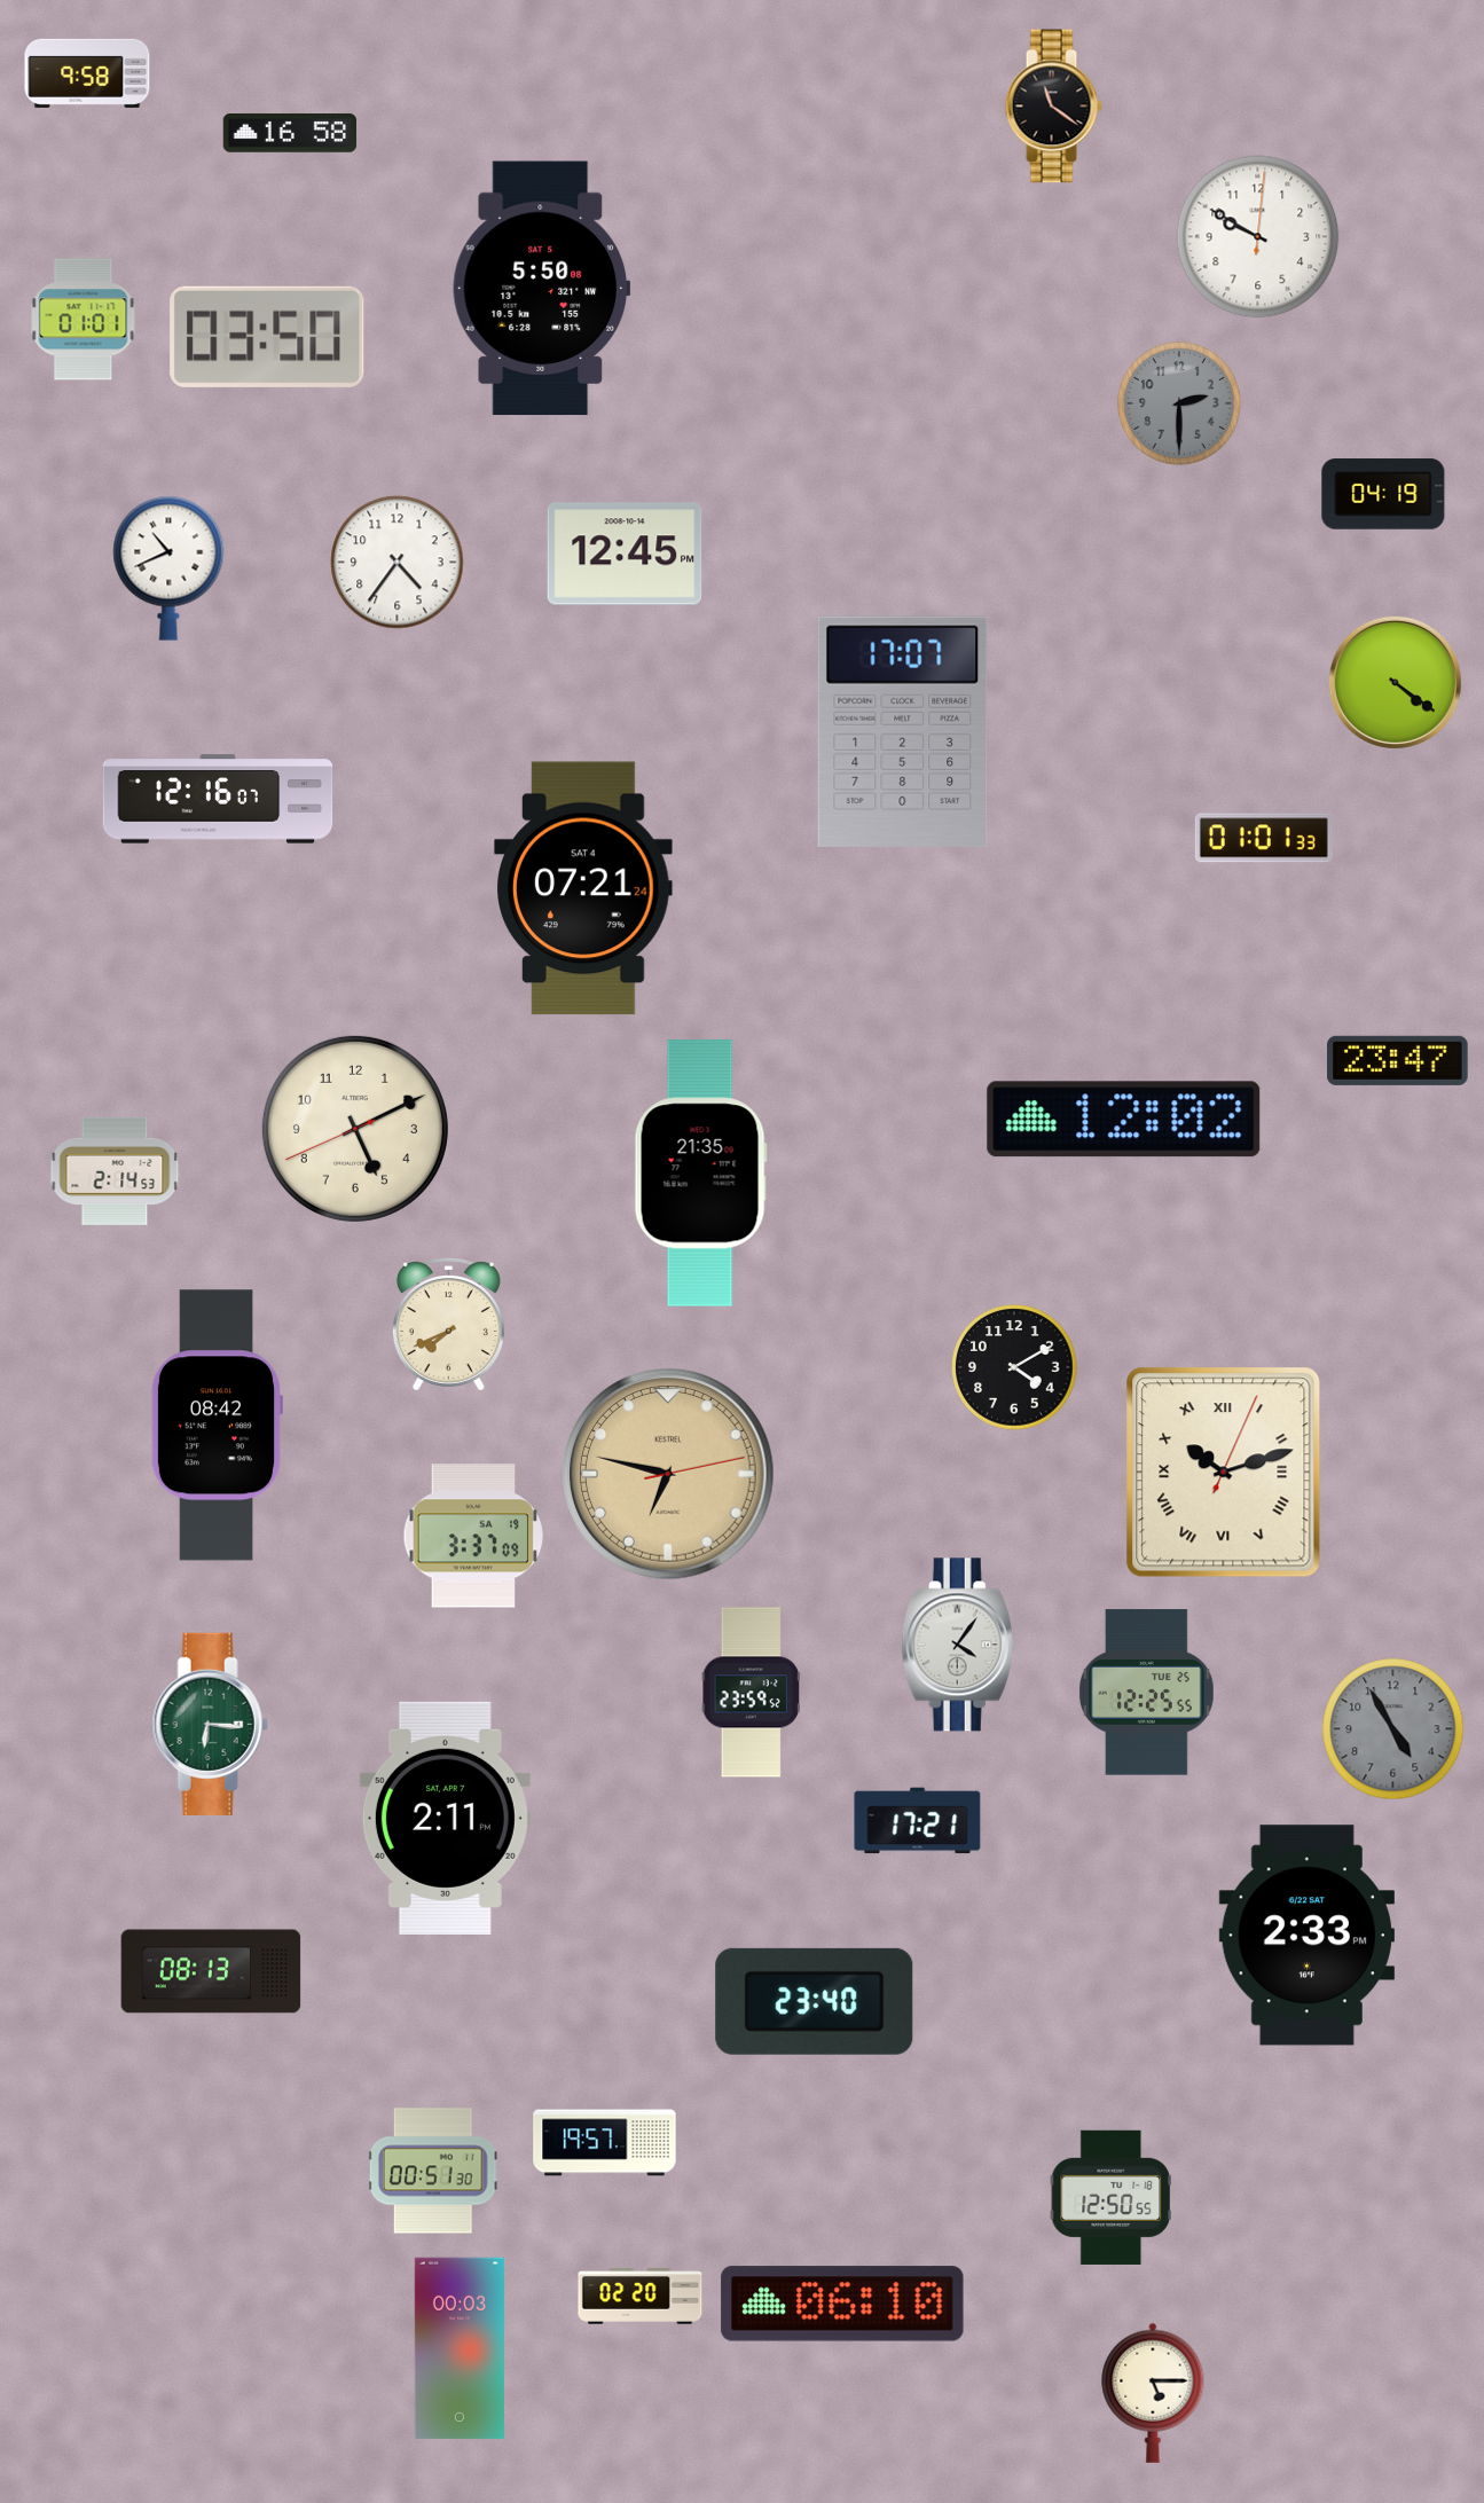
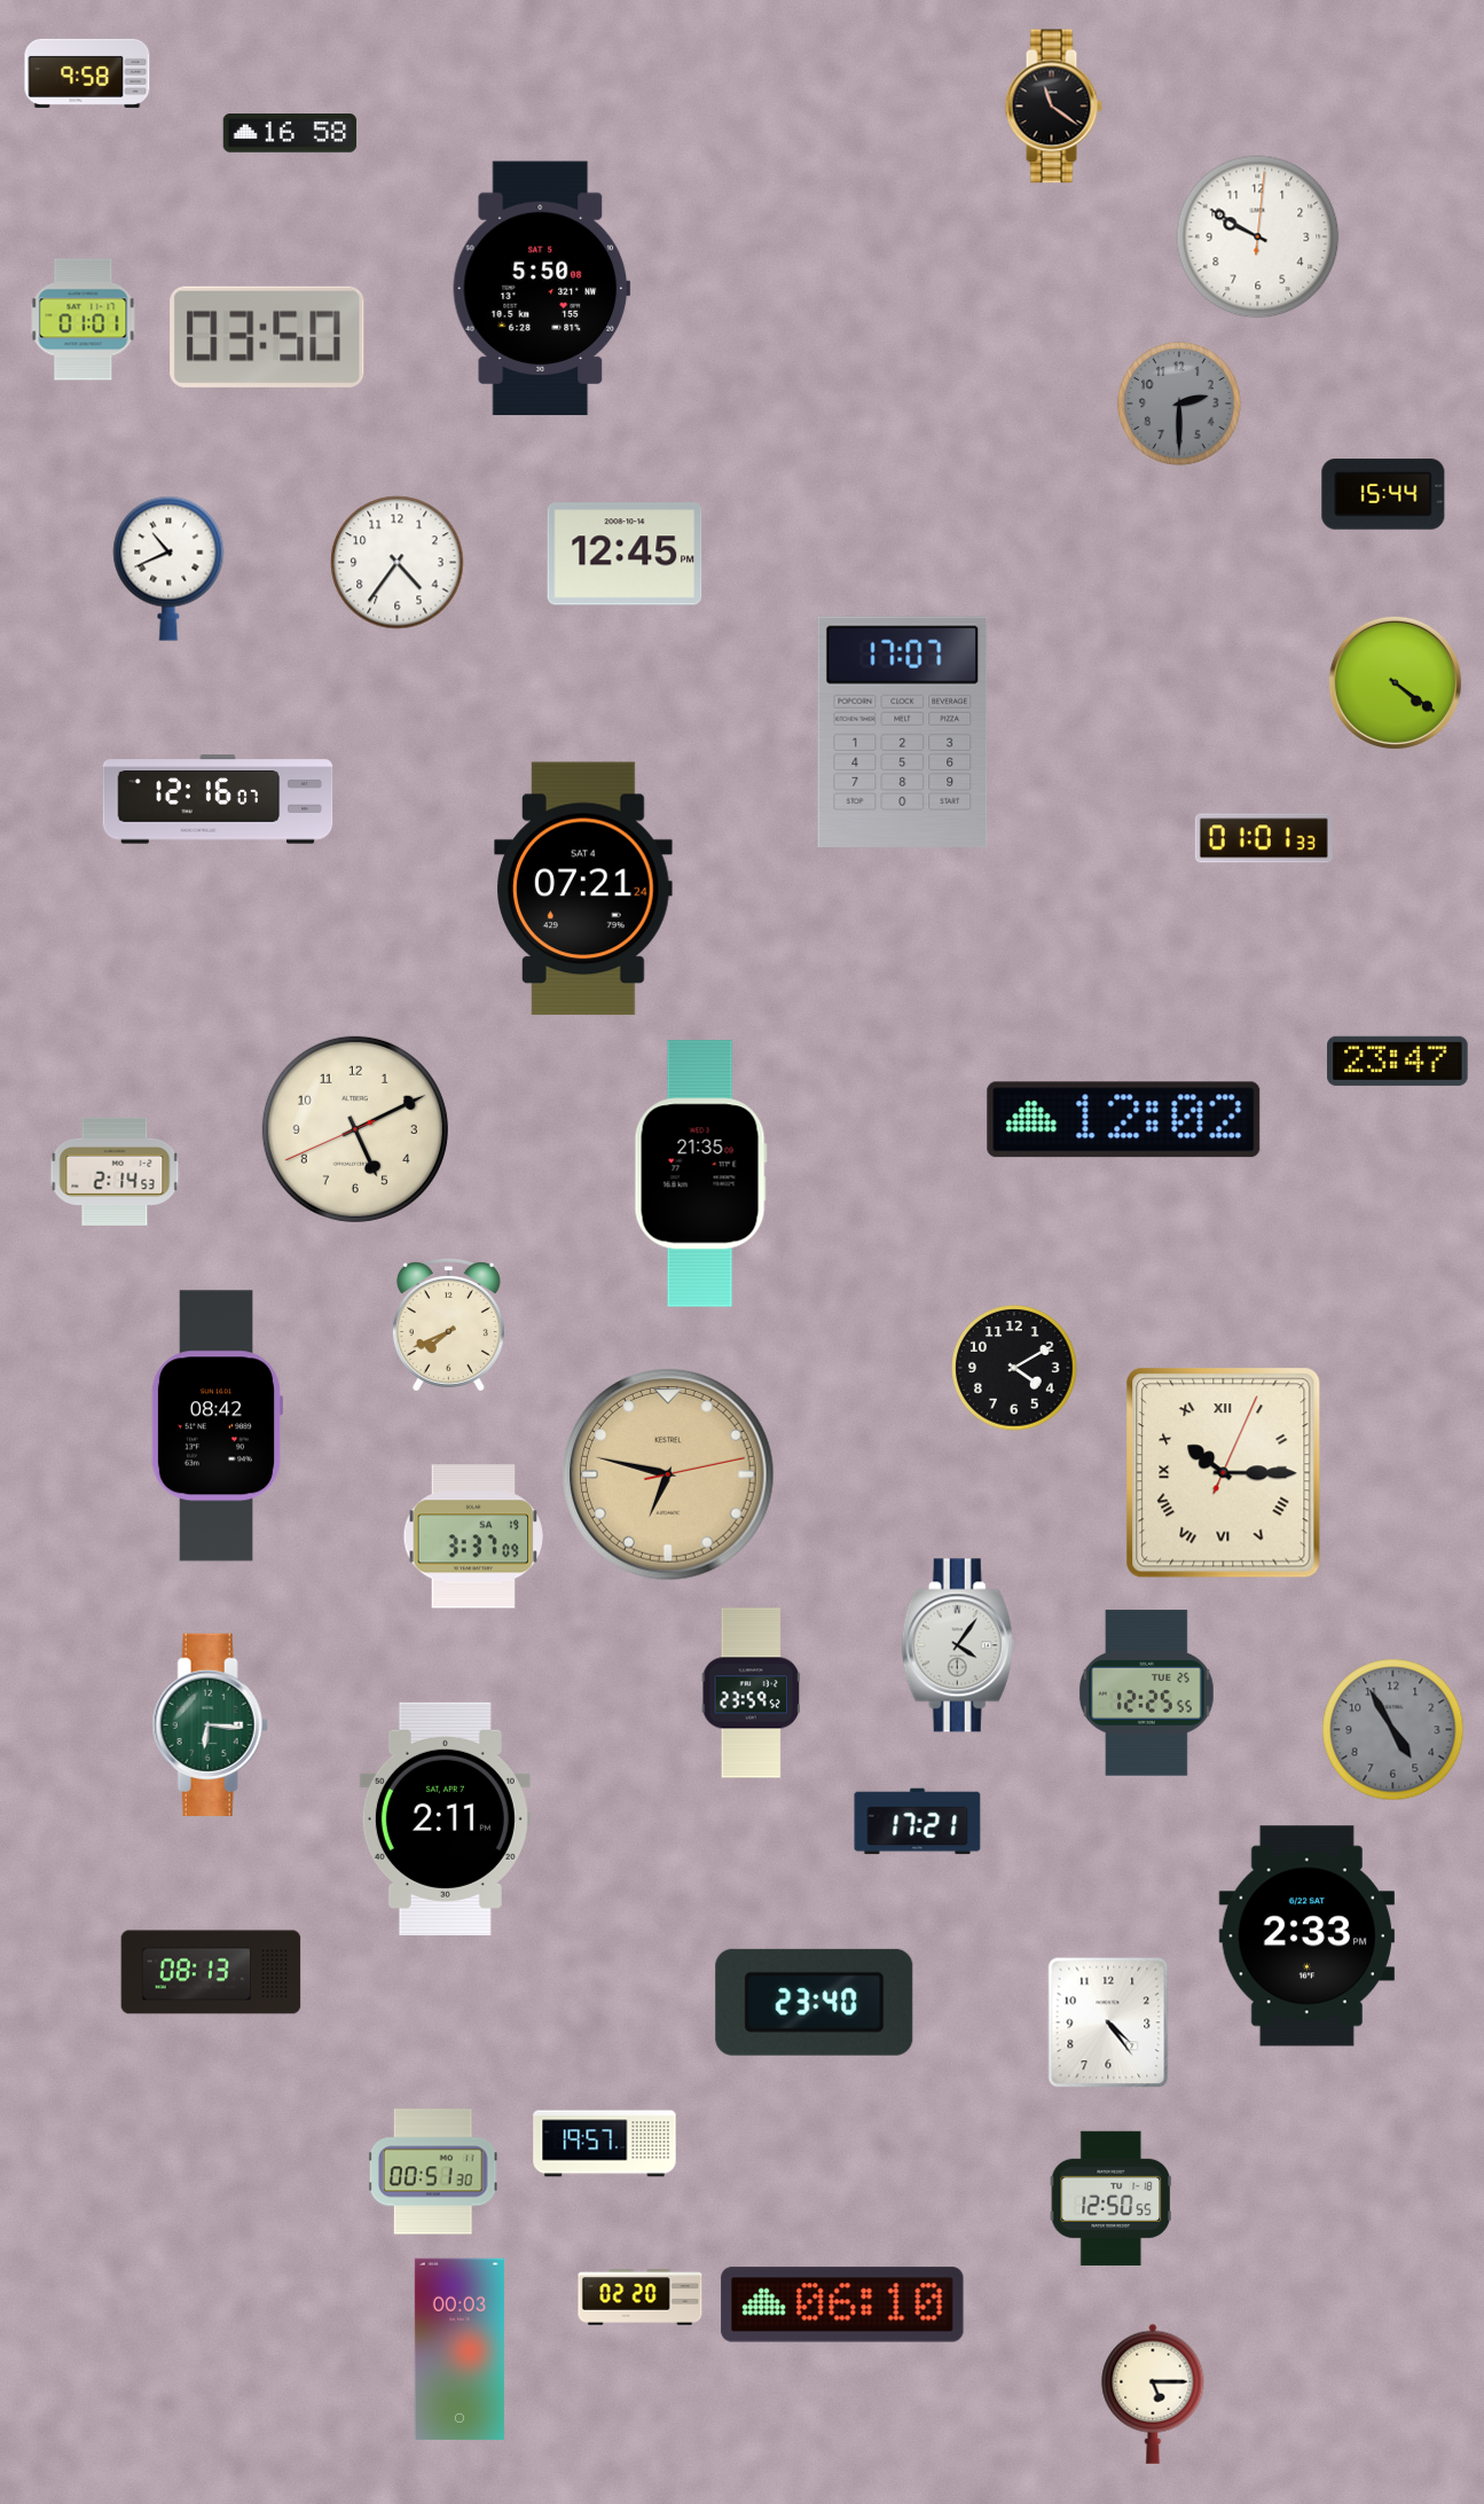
clock at (1383, 494): 04:19 -> 15:44
clock at (1224, 1473): 10:12 -> 10:15
clock at (1108, 2022): none -> 4:24
